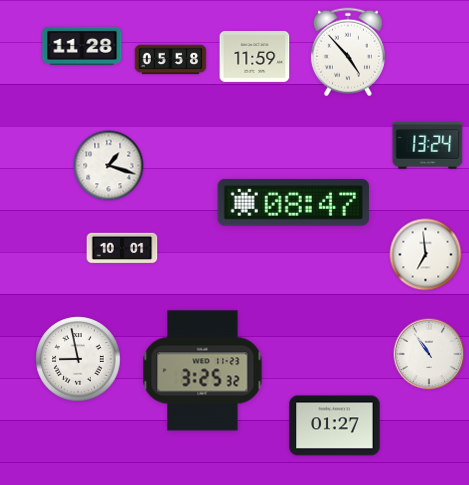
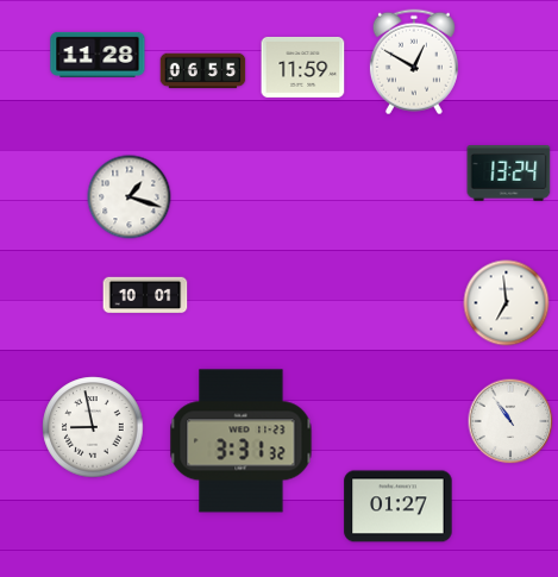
clock at (348, 52): 4:53 -> 12:50
clock at (171, 60): 05:58 -> 06:55
clock at (294, 202): 08:47 -> none
clock at (203, 371): 3:25 -> 3:31
